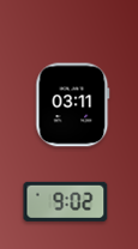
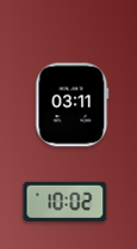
clock at (66, 201): 9:02 -> 10:02
